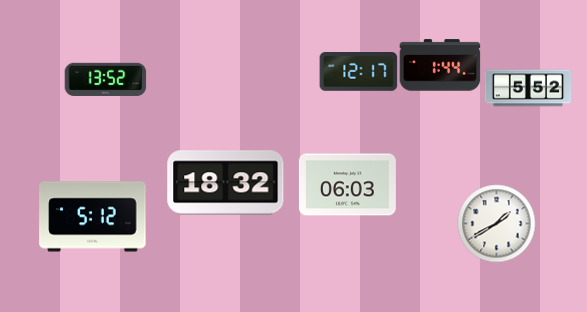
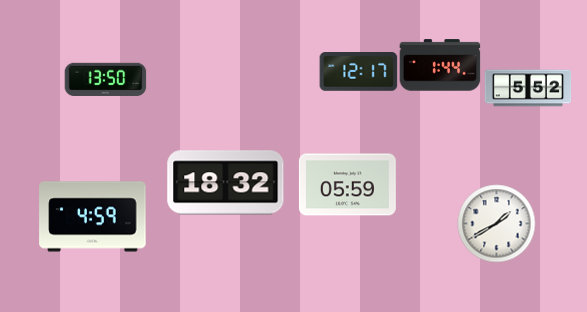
clock at (105, 79): 13:52 -> 13:50
clock at (347, 185): 06:03 -> 05:59
clock at (93, 217): 5:12 -> 4:59
